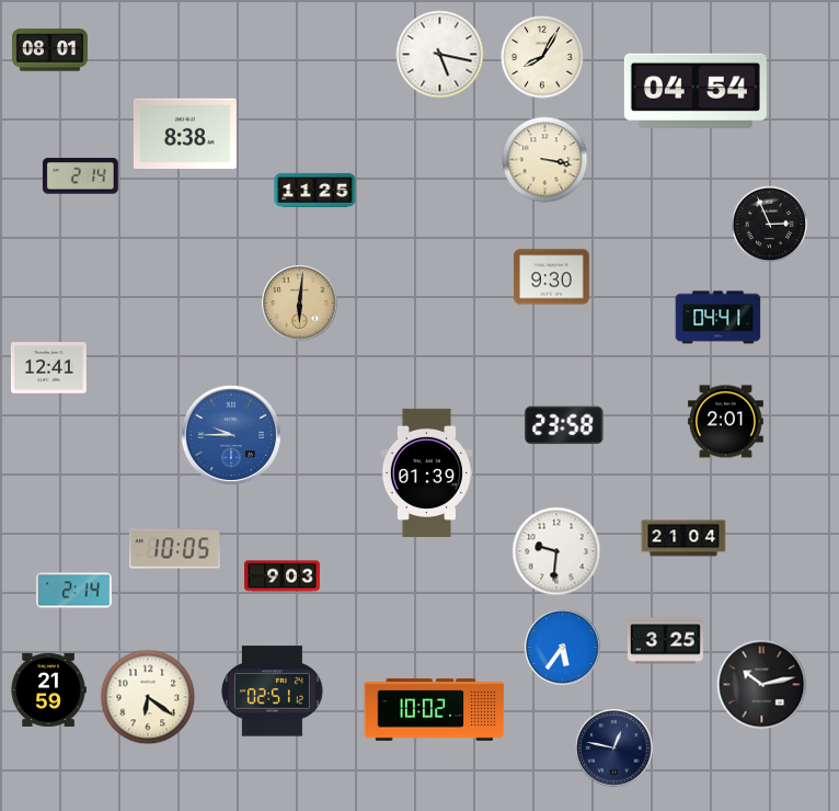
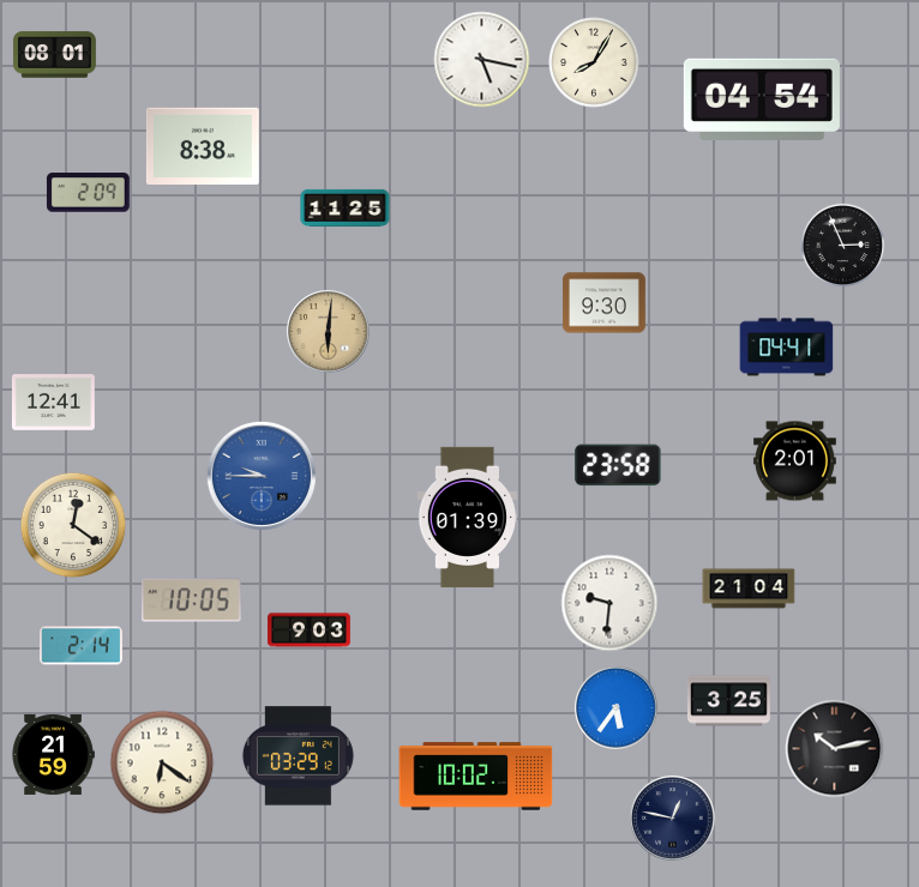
clock at (545, 160): 3:17 -> none
clock at (80, 176): 2:14 -> 2:09
clock at (231, 435) position: (231, 435) -> (262, 476)
clock at (73, 525): none -> 12:21
clock at (272, 692): 02:51 -> 03:29
